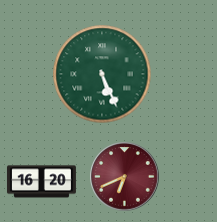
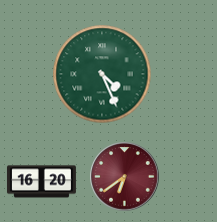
clock at (102, 74): 5:26 -> 4:26
clock at (125, 177): 6:41 -> 6:39
